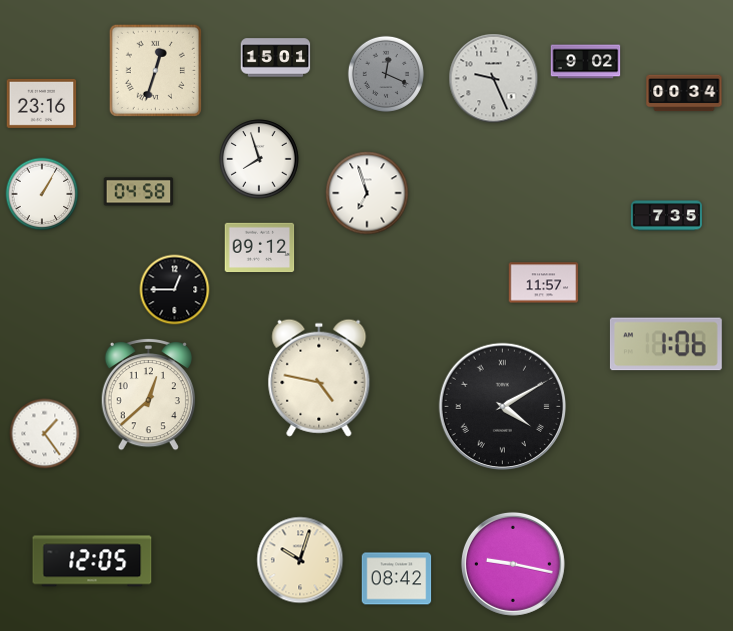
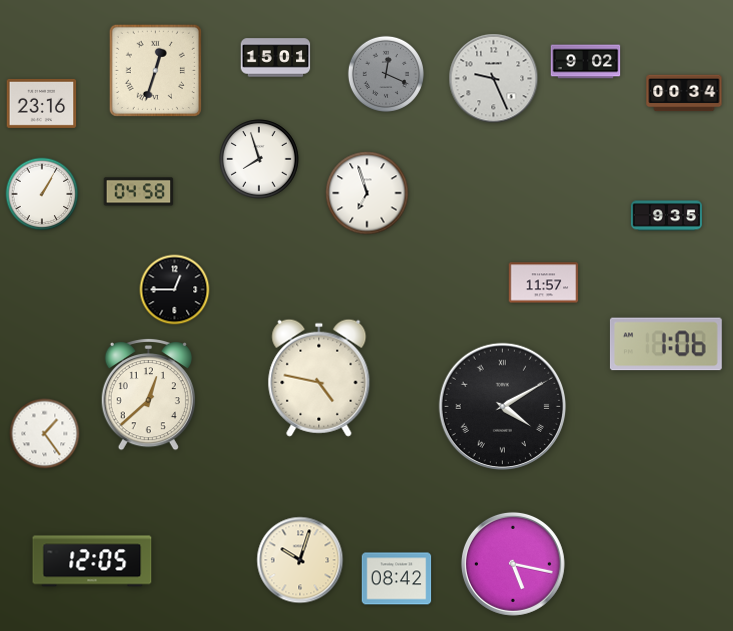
clock at (666, 216): 7:35 -> 9:35
clock at (260, 248): 09:12 -> none
clock at (513, 564): 9:17 -> 5:17
